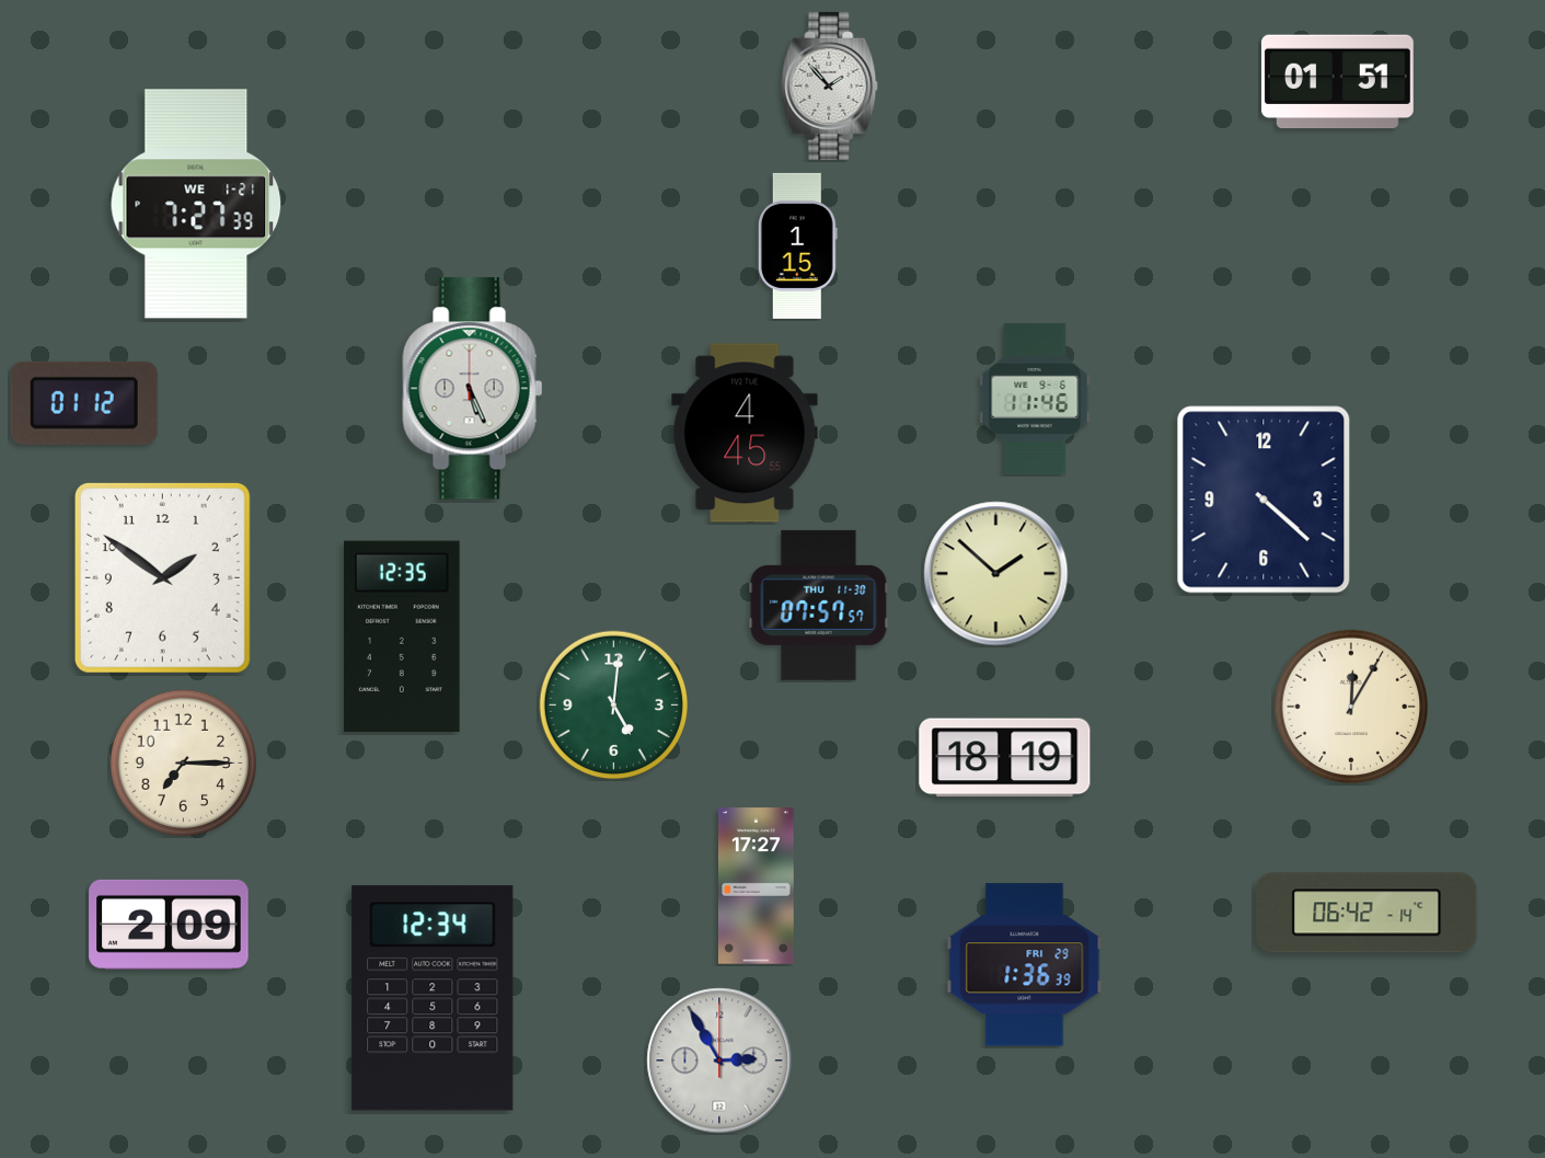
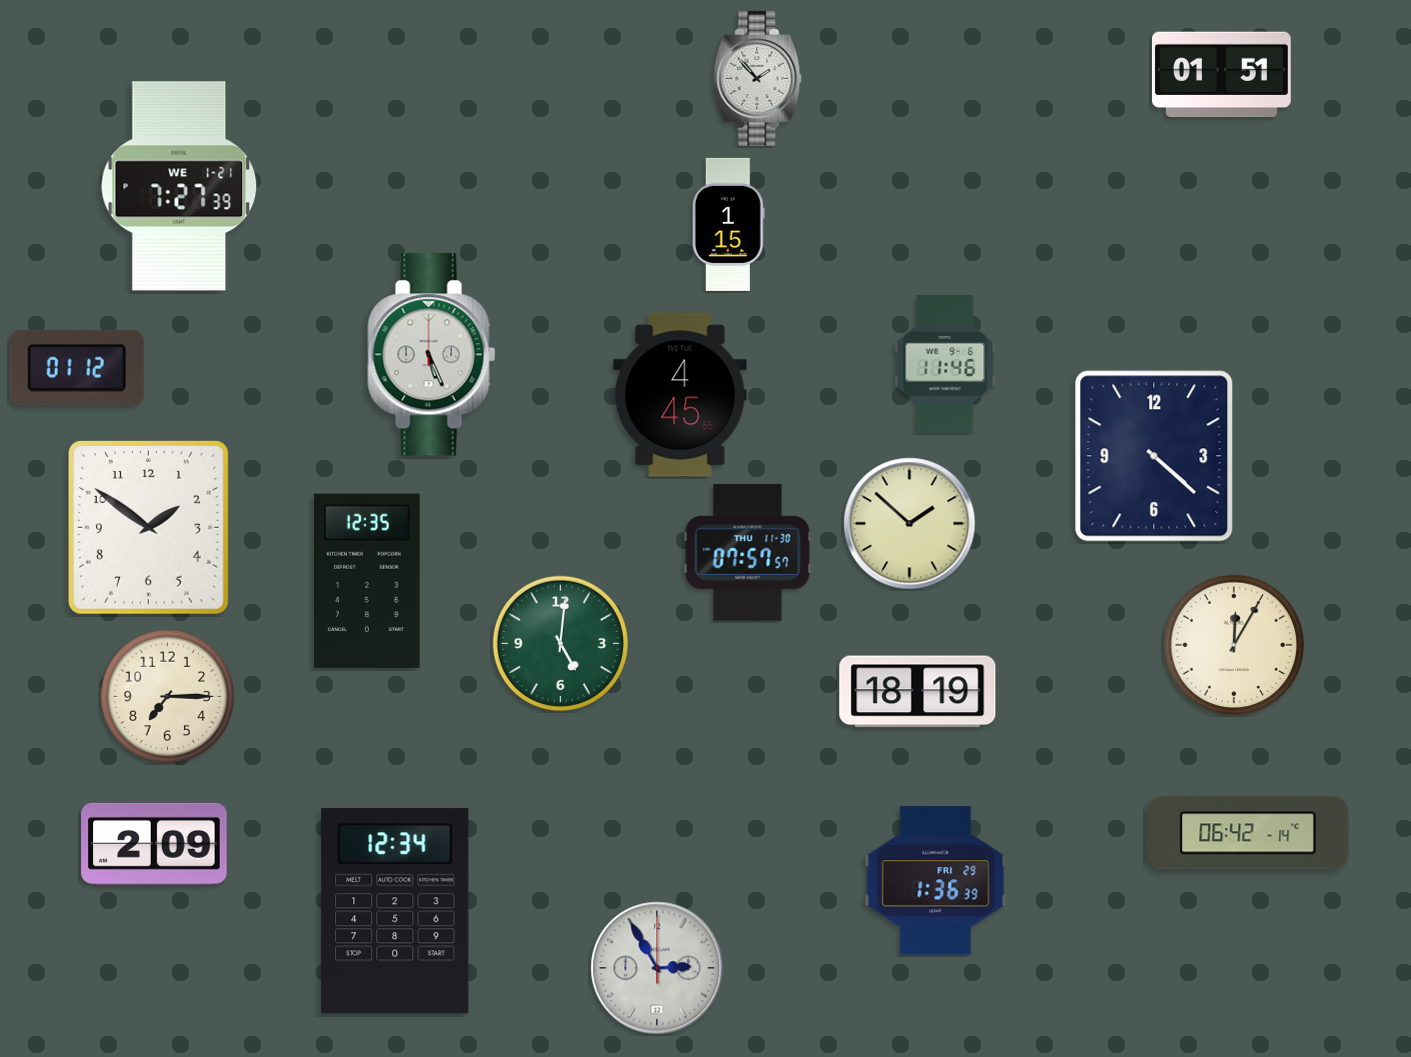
clock at (757, 886): 17:27 -> none
